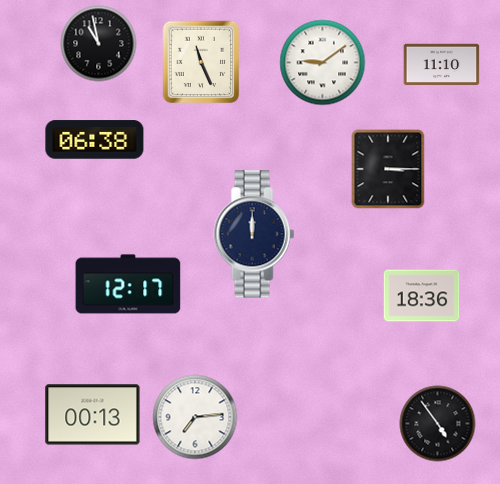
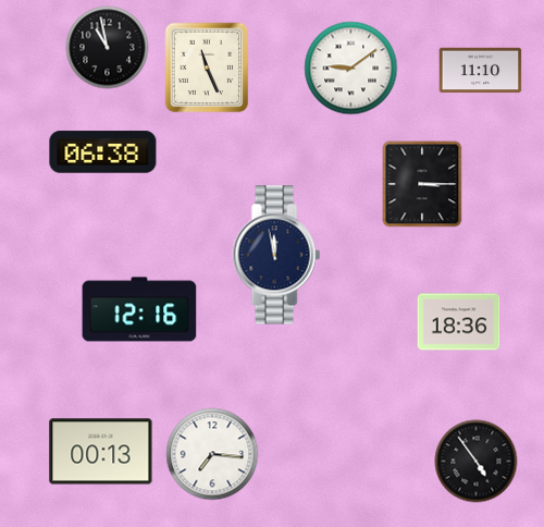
clock at (201, 62) position: (201, 62) -> (207, 68)
clock at (254, 234): 12:00 -> 11:58
clock at (128, 284): 12:17 -> 12:16
clock at (195, 417): 7:14 -> 7:16
